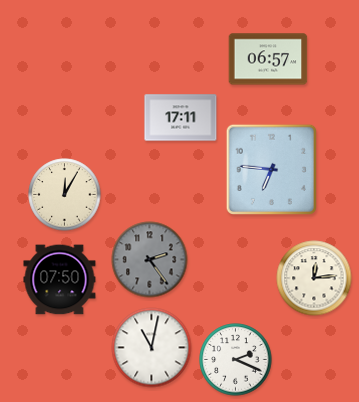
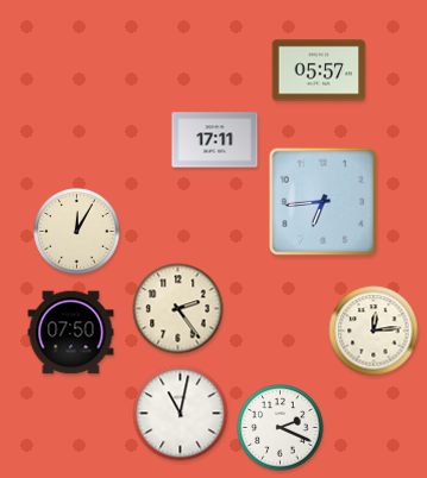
clock at (268, 59): 06:57 -> 05:57
clock at (271, 169): 6:46 -> 6:44
clock at (150, 260) dial: grey -> cream
